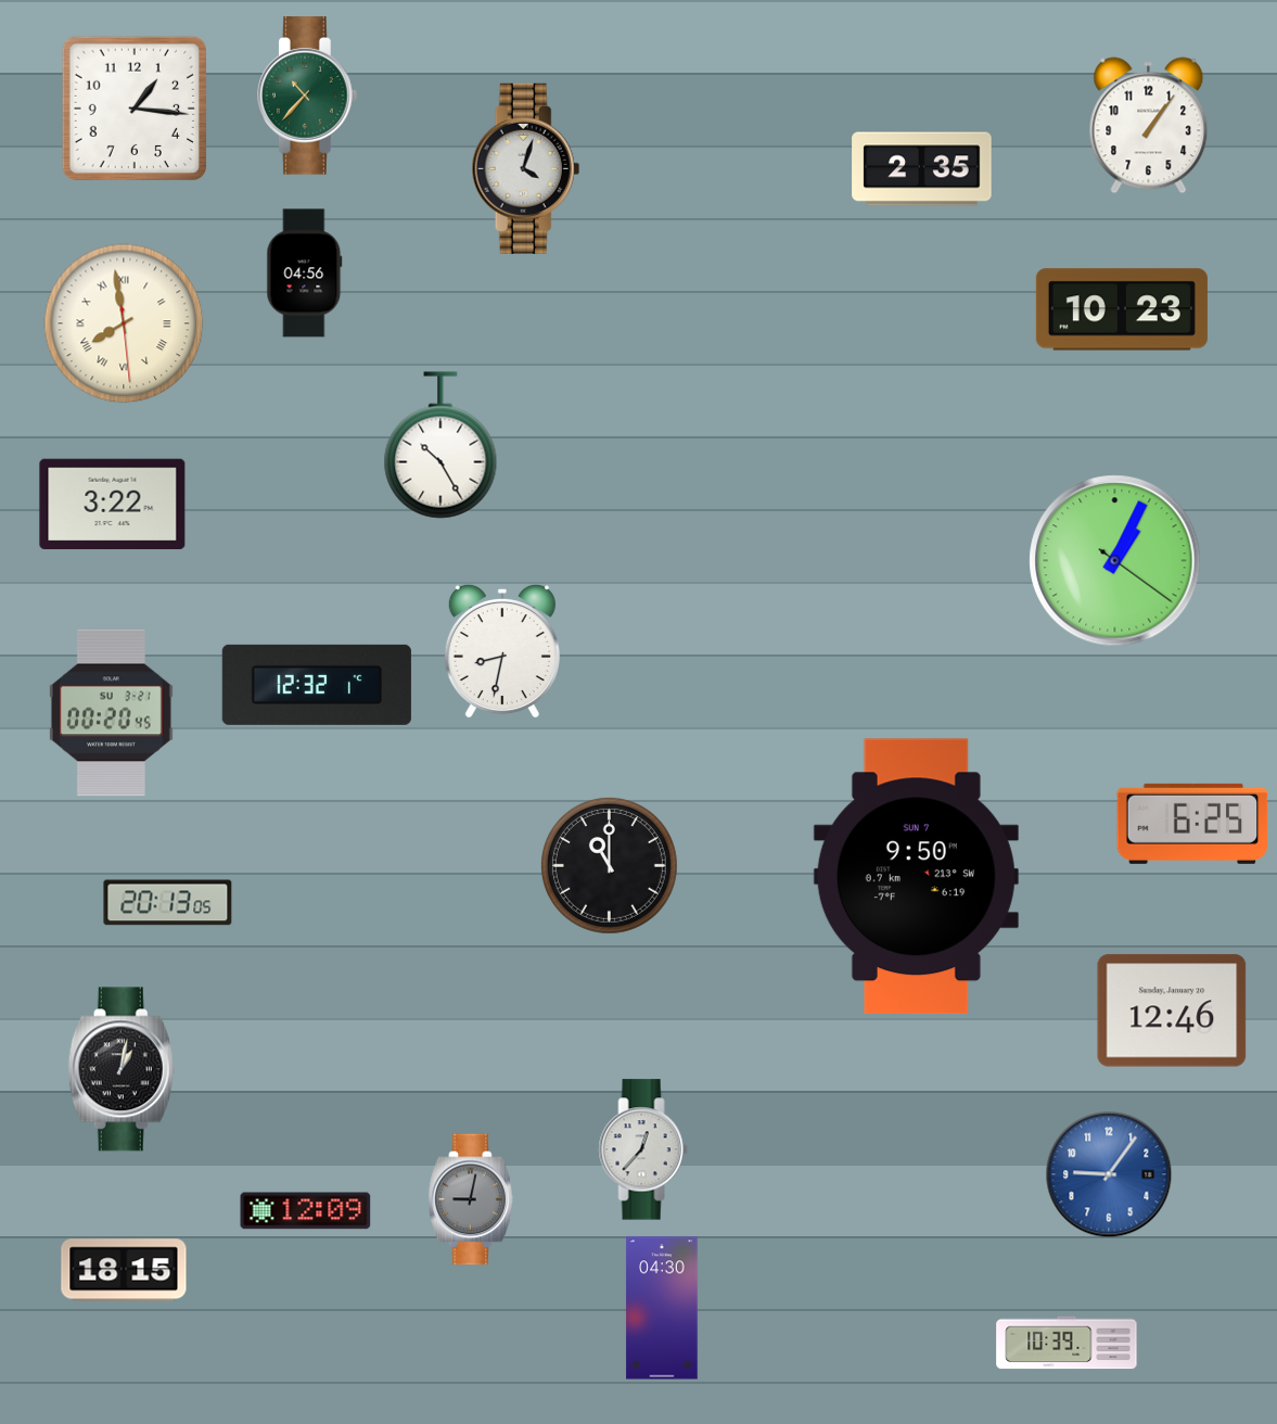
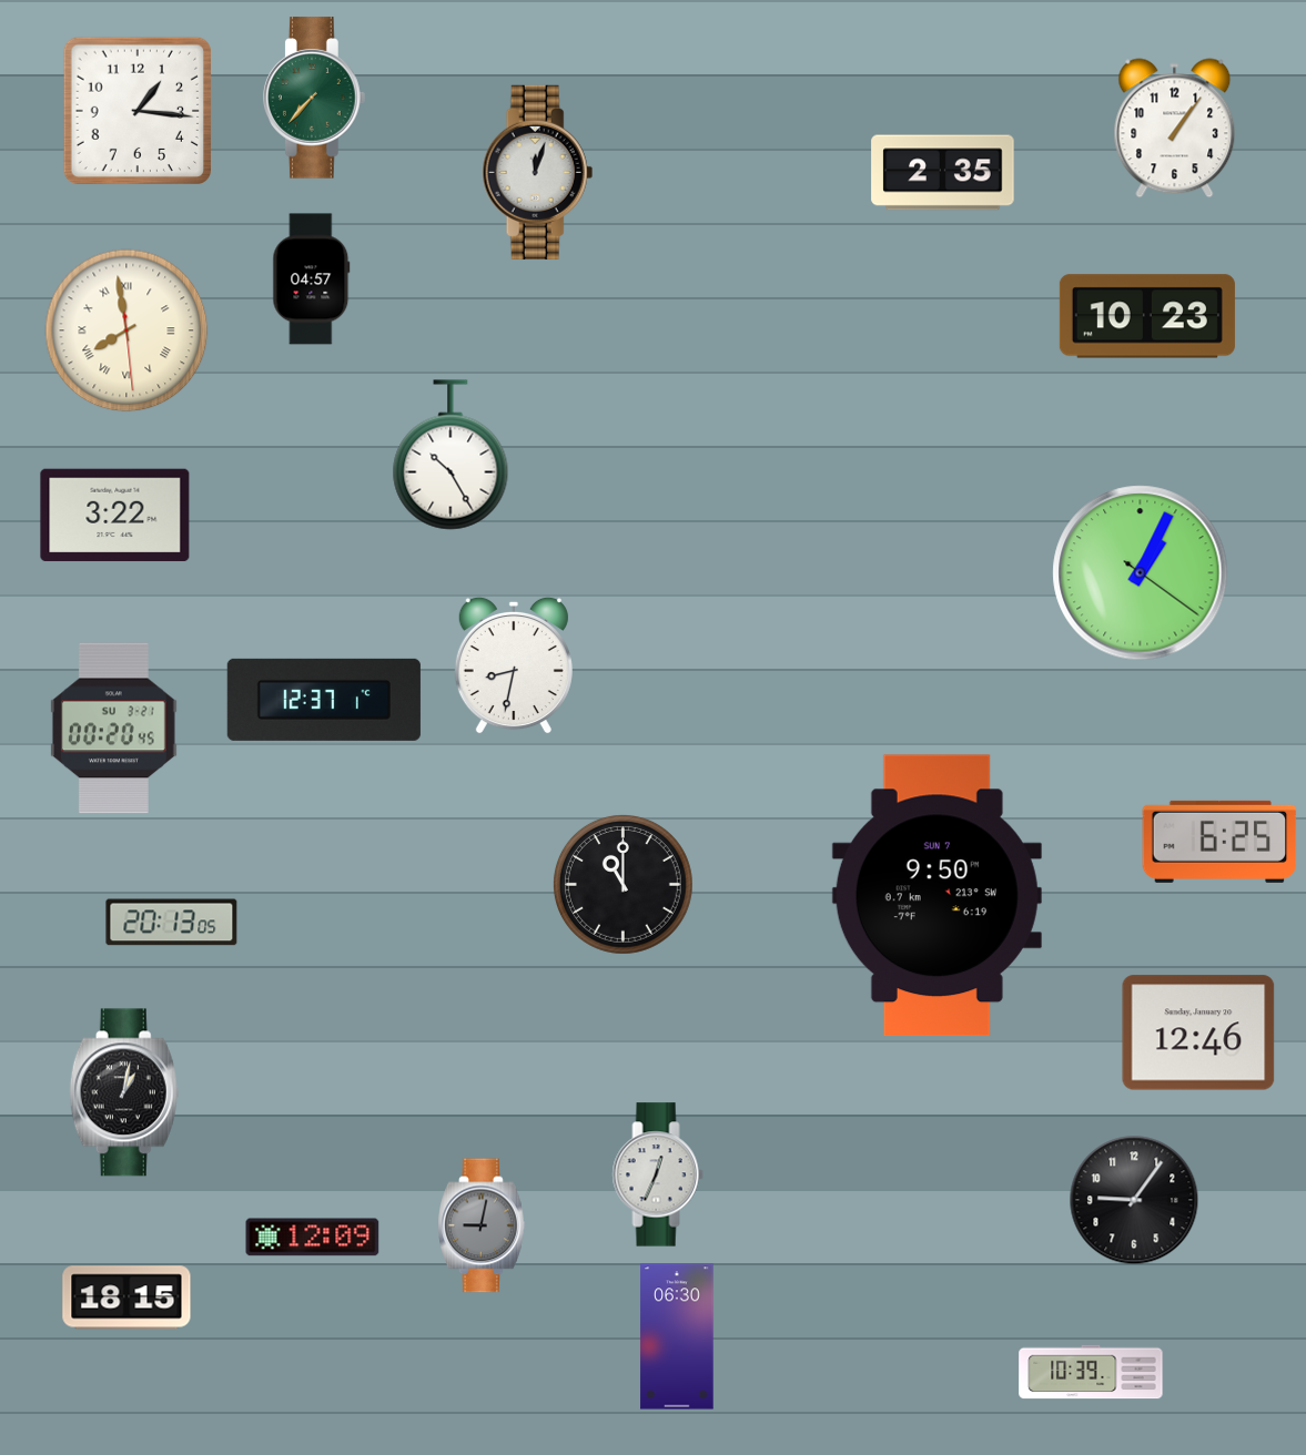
clock at (308, 96): 10:37 -> 7:37
clock at (526, 168): 4:03 -> 12:03
clock at (305, 274): 04:56 -> 04:57
clock at (317, 685): 12:32 -> 12:37
clock at (643, 1149): 12:37 -> 12:34
clock at (1109, 1174) dial: blue -> black
clock at (662, 1308): 04:30 -> 06:30
